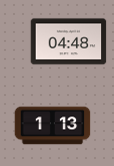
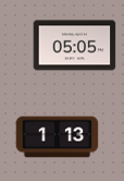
clock at (69, 42): 04:48 -> 05:05
